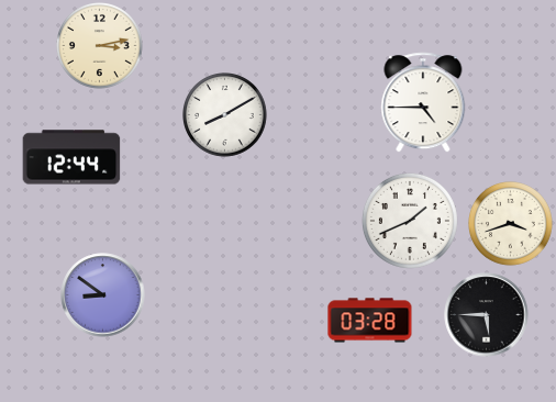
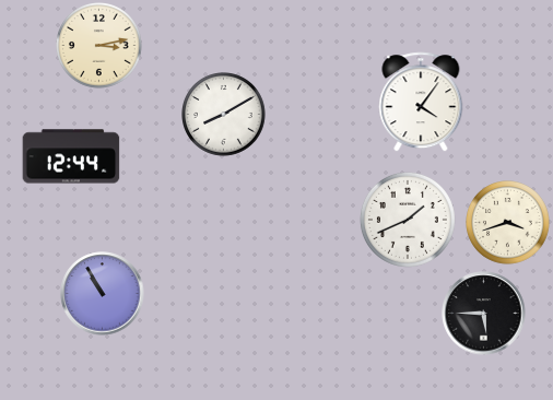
clock at (423, 102): 4:45 -> 4:06
clock at (103, 295): 8:51 -> 10:55
clock at (370, 321): 03:28 -> none
